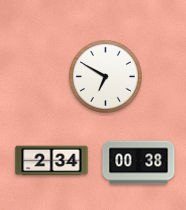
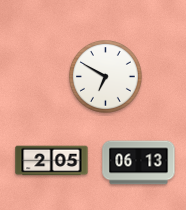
clock at (52, 161): 2:34 -> 2:05
clock at (139, 163): 00:38 -> 06:13
